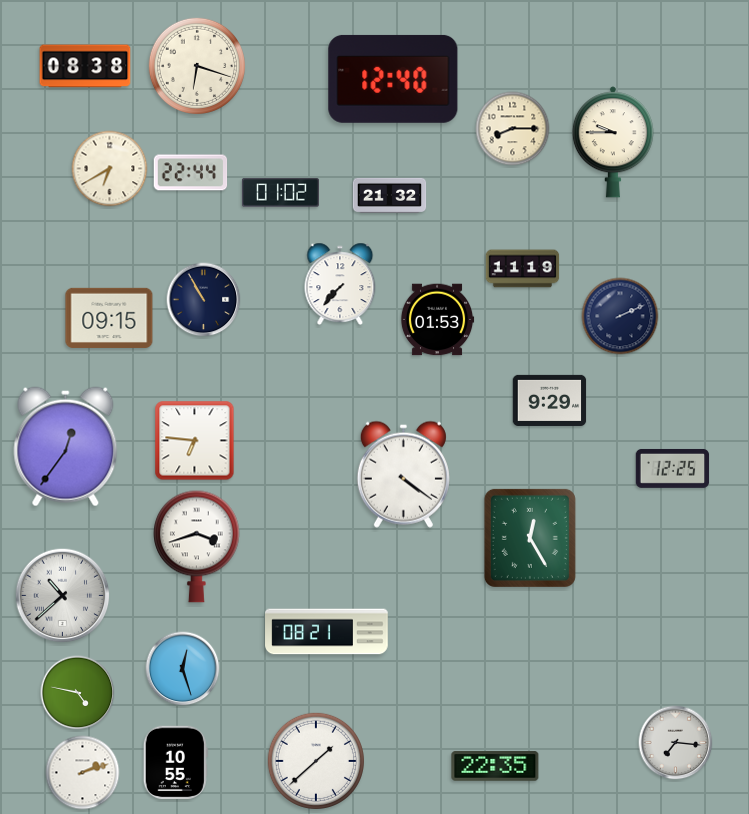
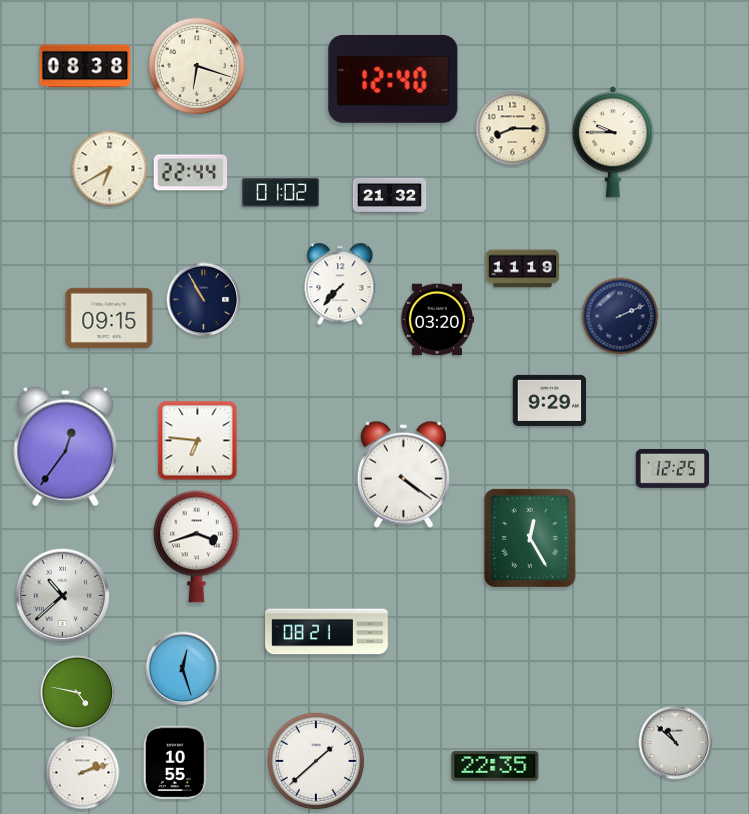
clock at (437, 320): 01:53 -> 03:20
clock at (195, 441) position: (195, 441) -> (198, 441)
clock at (676, 743): 7:16 -> 10:52
